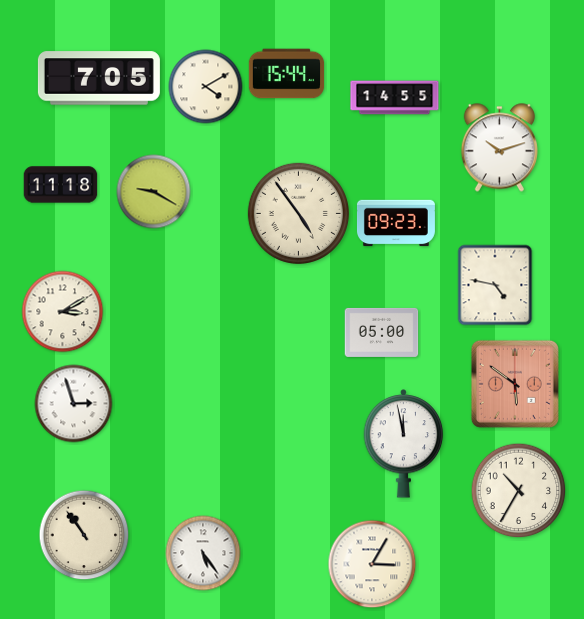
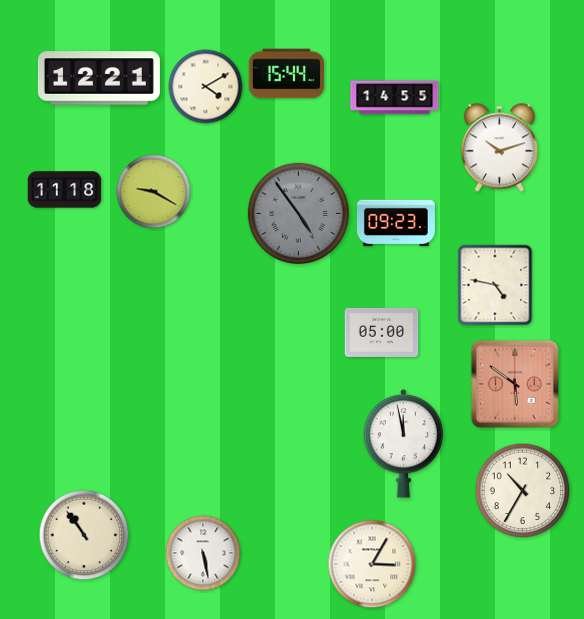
clock at (99, 78): 7:05 -> 12:21
clock at (61, 185) position: (61, 185) -> (65, 190)
clock at (298, 213) dial: cream -> grey
clock at (63, 312): 3:10 -> none
clock at (74, 404): 2:57 -> none
clock at (519, 491) position: (519, 491) -> (523, 491)
clock at (203, 553): 5:24 -> 5:28
